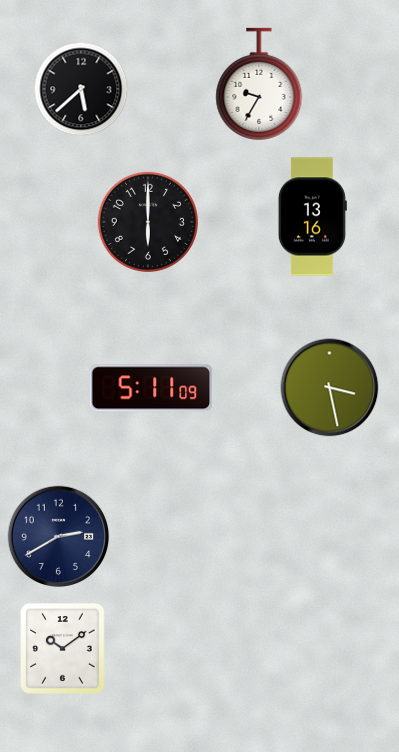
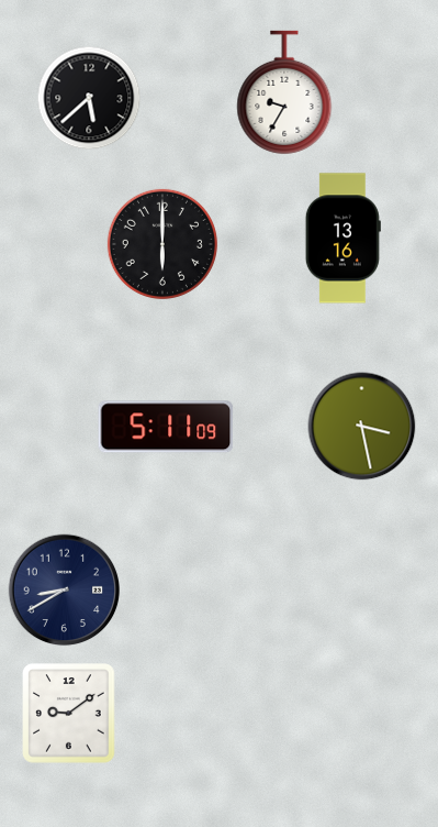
clock at (59, 537): 2:40 -> 8:40
clock at (63, 649): 10:09 -> 9:09
